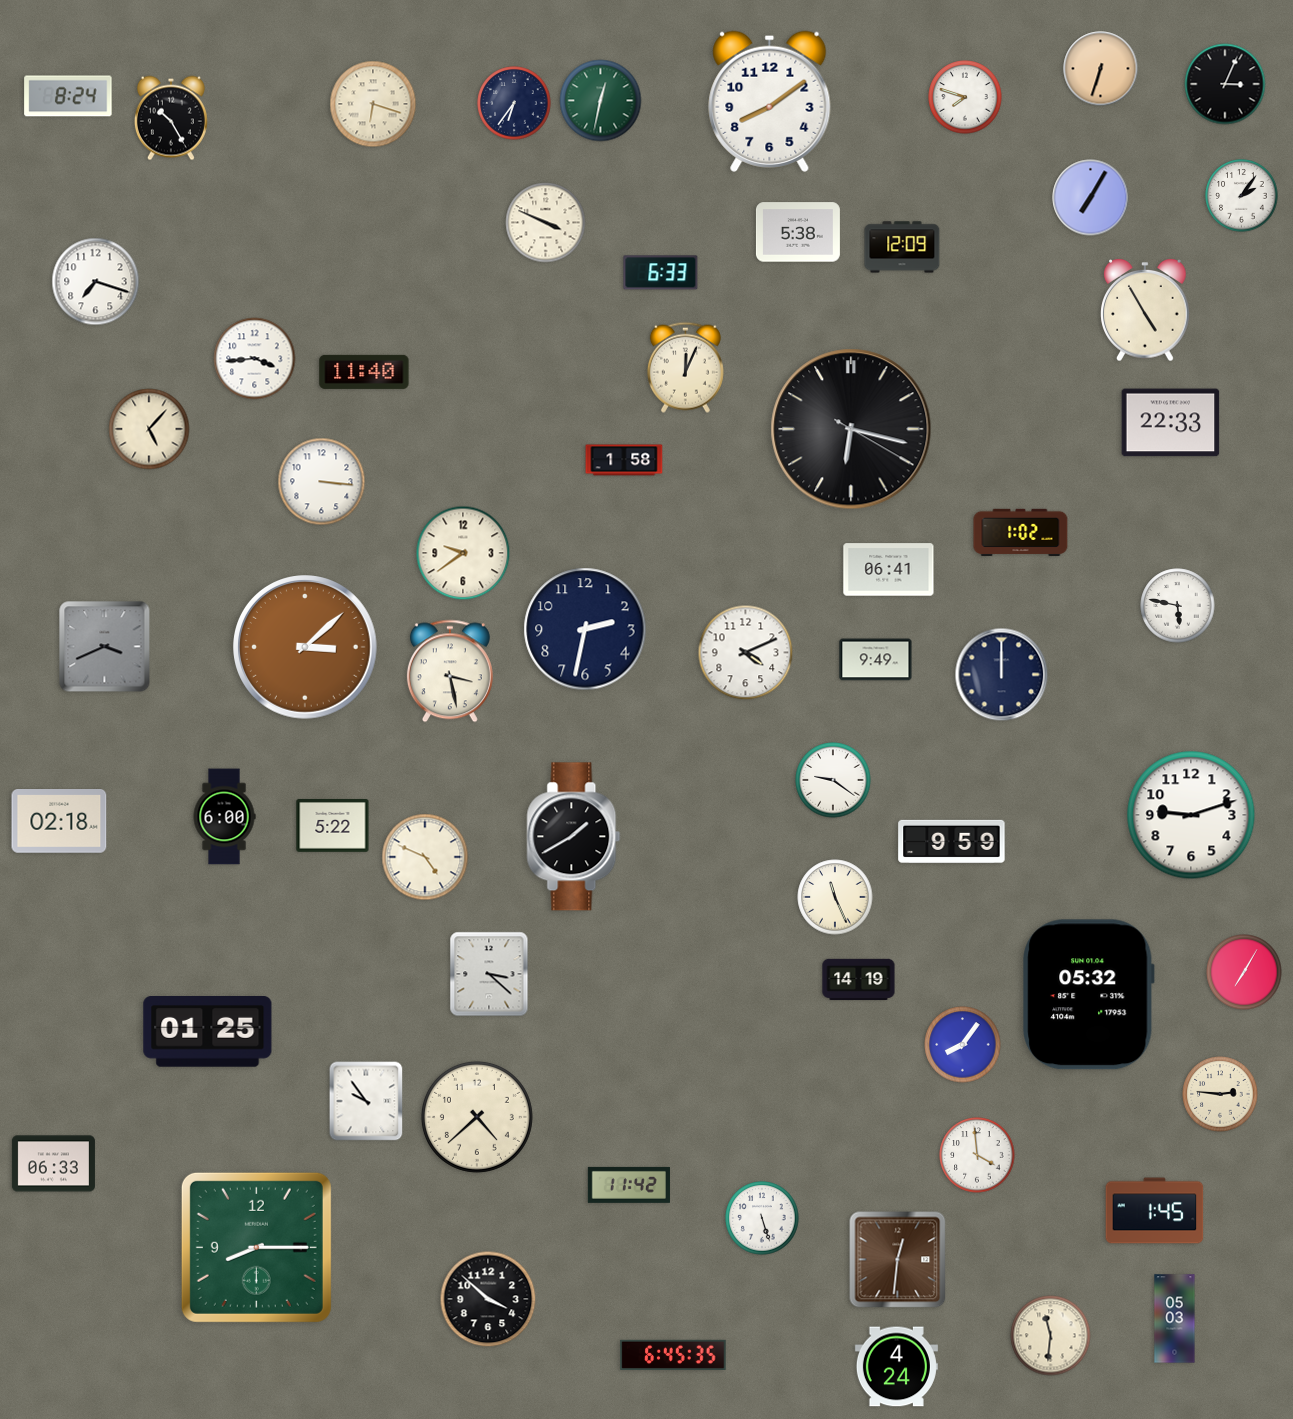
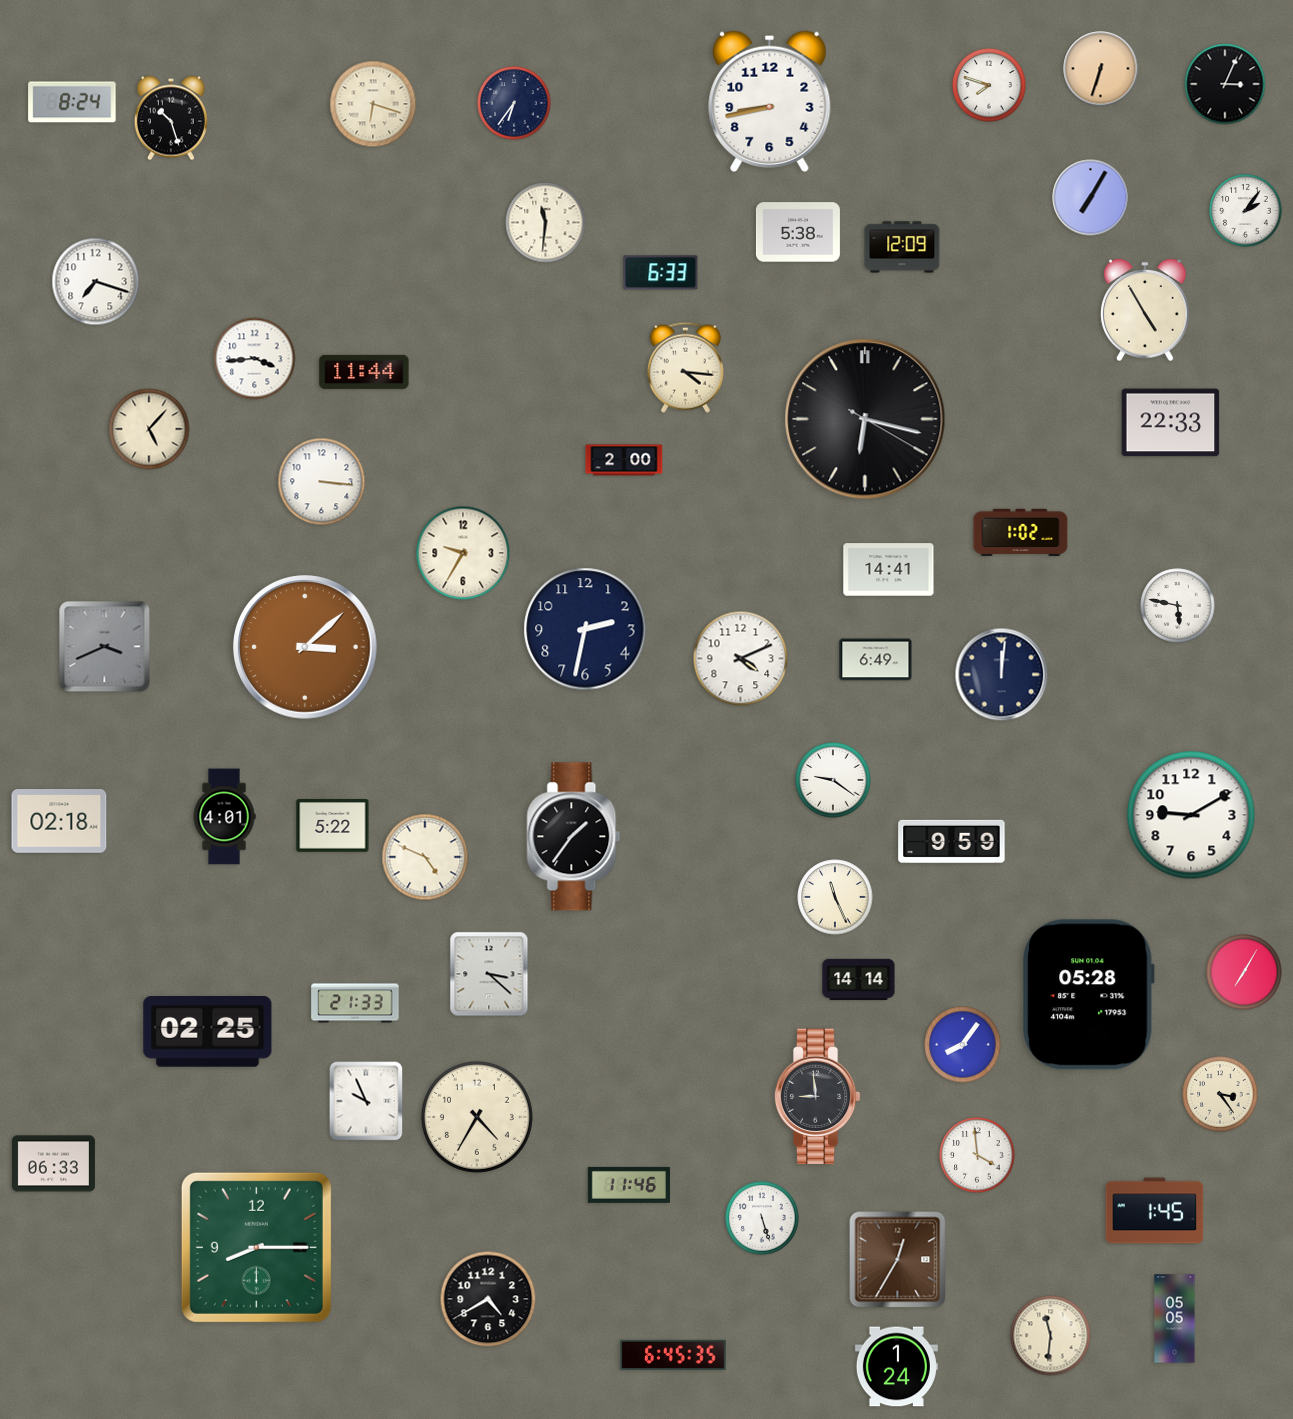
clock at (68, 96) position: (68, 96) -> (72, 102)
clock at (965, 97) position: (965, 97) -> (989, 85)
clock at (601, 101): 12:32 -> none
clock at (770, 101): 8:09 -> 8:43
clock at (171, 118): 10:25 -> 10:27
clock at (1242, 196) position: (1242, 196) -> (1246, 211)
clock at (546, 223): 3:49 -> 11:31
clock at (685, 367): 12:04 -> 4:16
clock at (364, 372): 11:40 -> 11:44
clock at (851, 429) position: (851, 429) -> (865, 419)
clock at (624, 460): 1:58 -> 2:00
clock at (463, 553): 9:39 -> 9:35
clock at (889, 570): 06:41 -> 14:41
clock at (746, 653) position: (746, 653) -> (741, 659)
clock at (876, 660): 9:49 -> 6:49
clock at (450, 671): 3:28 -> none
clock at (1002, 675): 12:00 -> 12:01
clock at (1191, 815): 9:12 -> 9:10
clock at (224, 817): 6:00 -> 4:01
clock at (574, 837): 1:40 -> 1:36
clock at (859, 980): 14:19 -> 14:14
clock at (1089, 995): 05:32 -> 05:28
clock at (355, 1003): none -> 21:33
clock at (208, 1032): 01:25 -> 02:25
clock at (1220, 1094): 2:46 -> 3:24
clock at (817, 1097): none -> 8:59
clock at (366, 1101): 9:54 -> 9:56
clock at (477, 1117): 4:38 -> 4:35
clock at (629, 1185): 11:42 -> 11:46
clock at (898, 1260): 12:31 -> 12:35
clock at (488, 1299): 3:52 -> 4:40
clock at (1175, 1319): 05:03 -> 05:05
clock at (896, 1367): 4:24 -> 1:24
